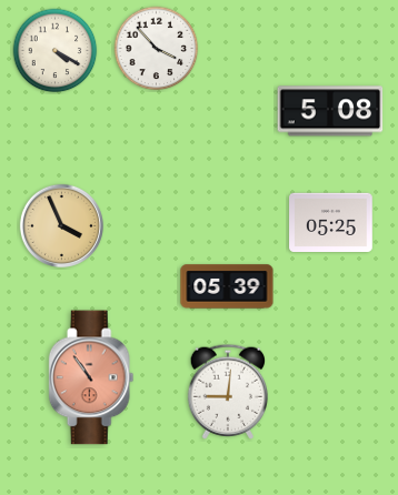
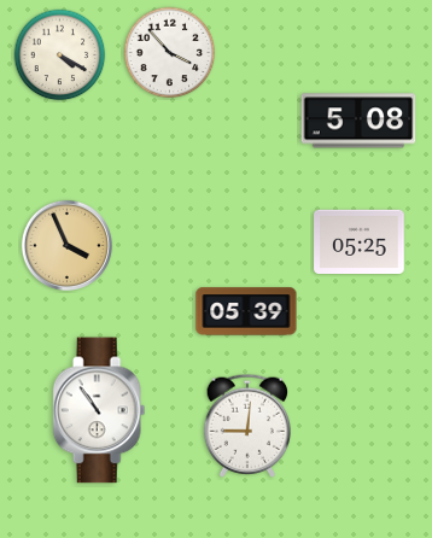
clock at (91, 377) dial: salmon -> white
